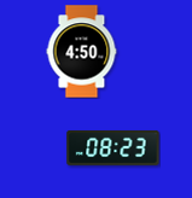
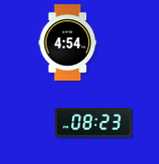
clock at (82, 52): 4:50 -> 4:54
